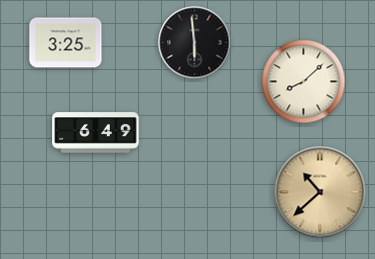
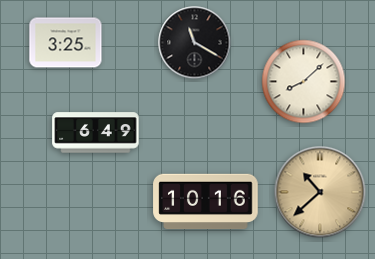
clock at (195, 43): 5:59 -> 11:20
clock at (206, 202): none -> 10:16
